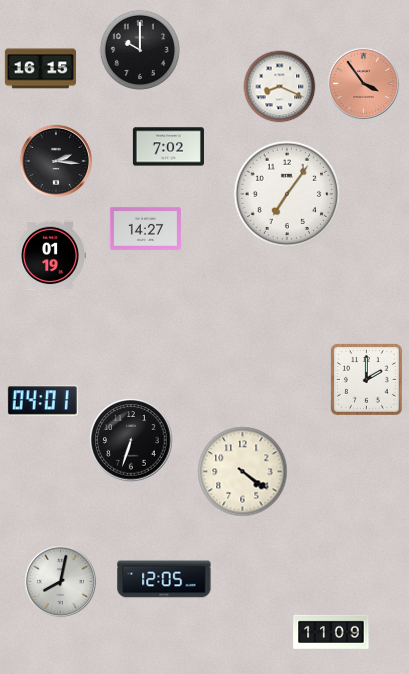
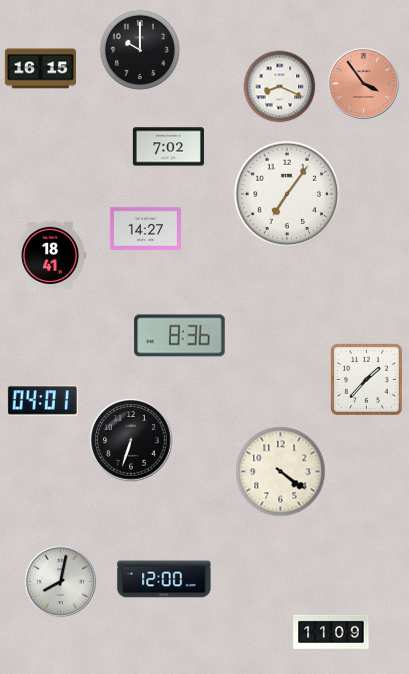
clock at (56, 161): 2:16 -> none
clock at (50, 256): 01:19 -> 18:41
clock at (180, 336): none -> 8:36
clock at (367, 380): 2:00 -> 1:37
clock at (243, 472) position: (243, 472) -> (281, 472)
clock at (164, 579): 12:05 -> 12:00
